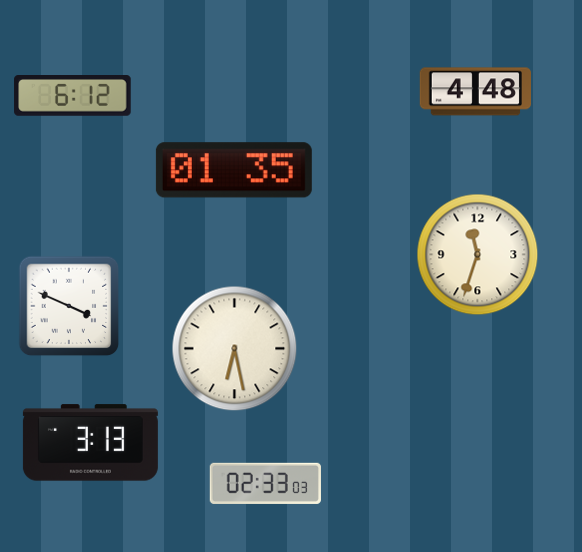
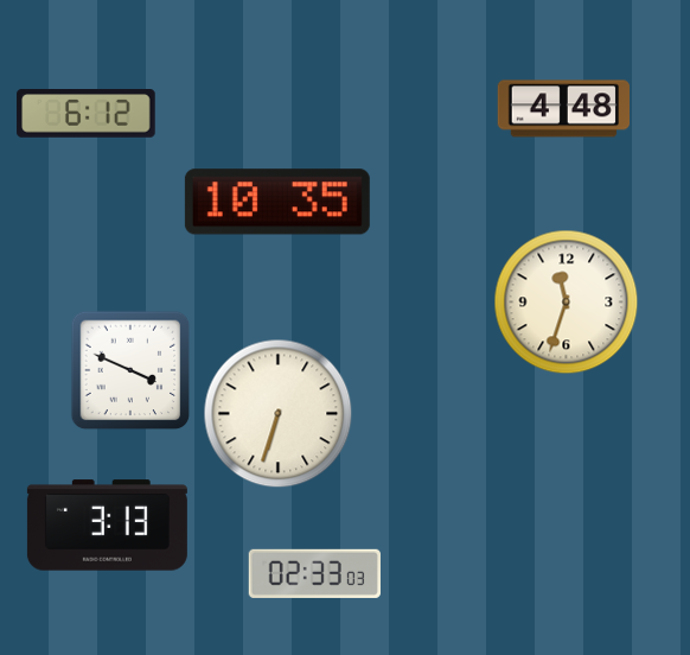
clock at (234, 170): 01:35 -> 10:35
clock at (69, 306) position: (69, 306) -> (130, 370)
clock at (235, 349): 6:28 -> 6:33
